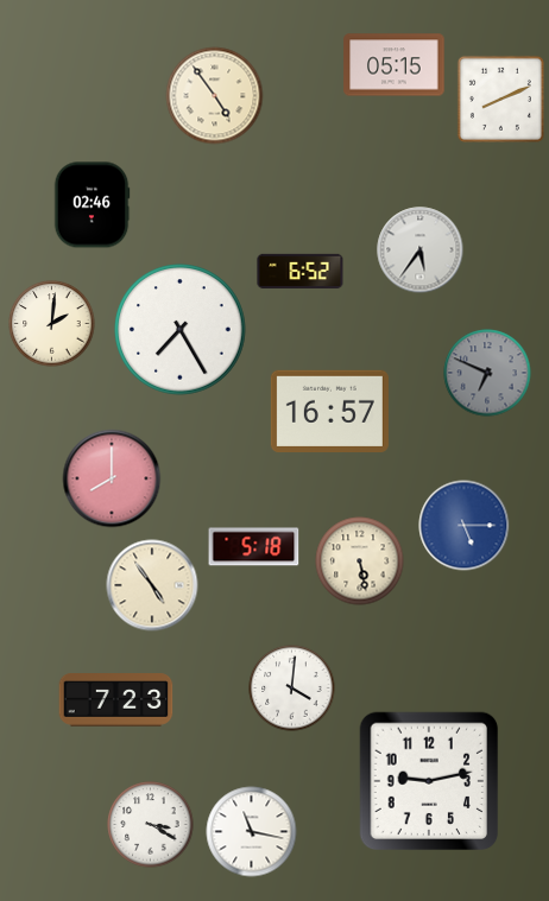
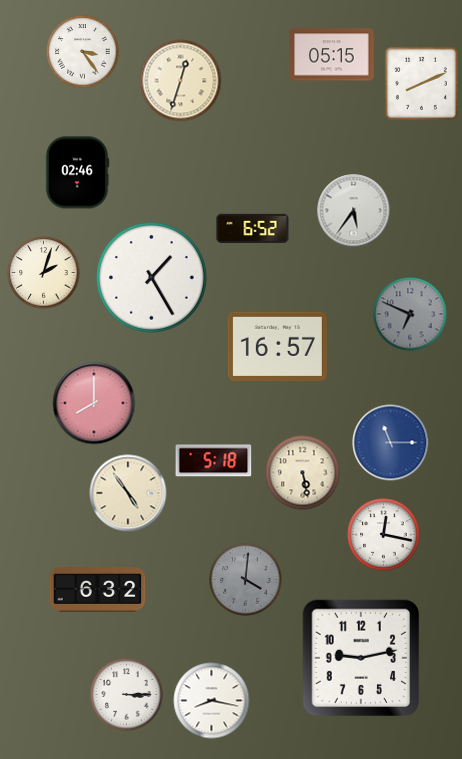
clock at (83, 52): none -> 3:24
clock at (215, 96): 4:54 -> 12:33
clock at (52, 324): 2:01 -> 2:03
clock at (181, 330): 7:25 -> 1:25
clock at (465, 526): 5:15 -> 11:15
clock at (384, 535): none -> 12:17
clock at (292, 689) dial: white -> grey
clock at (116, 700): 7:23 -> 6:32
clock at (151, 825): 3:20 -> 3:15
clock at (252, 832): 11:17 -> 8:17
